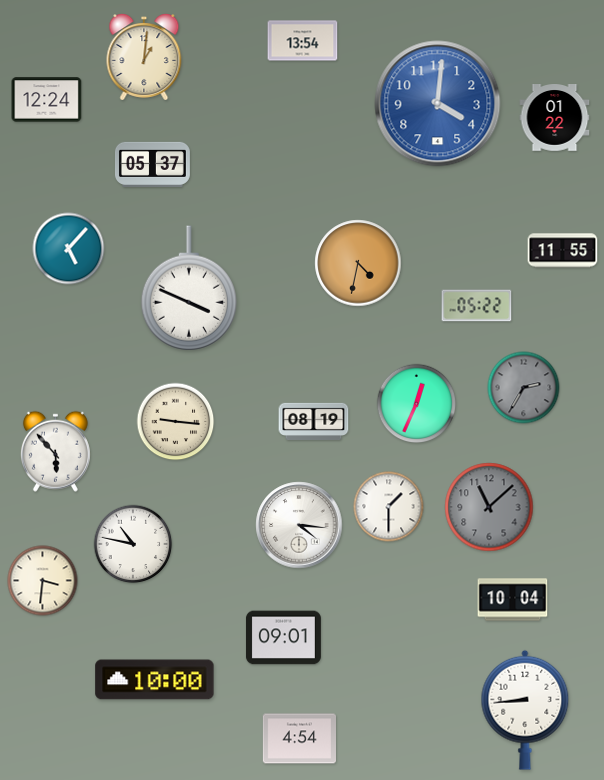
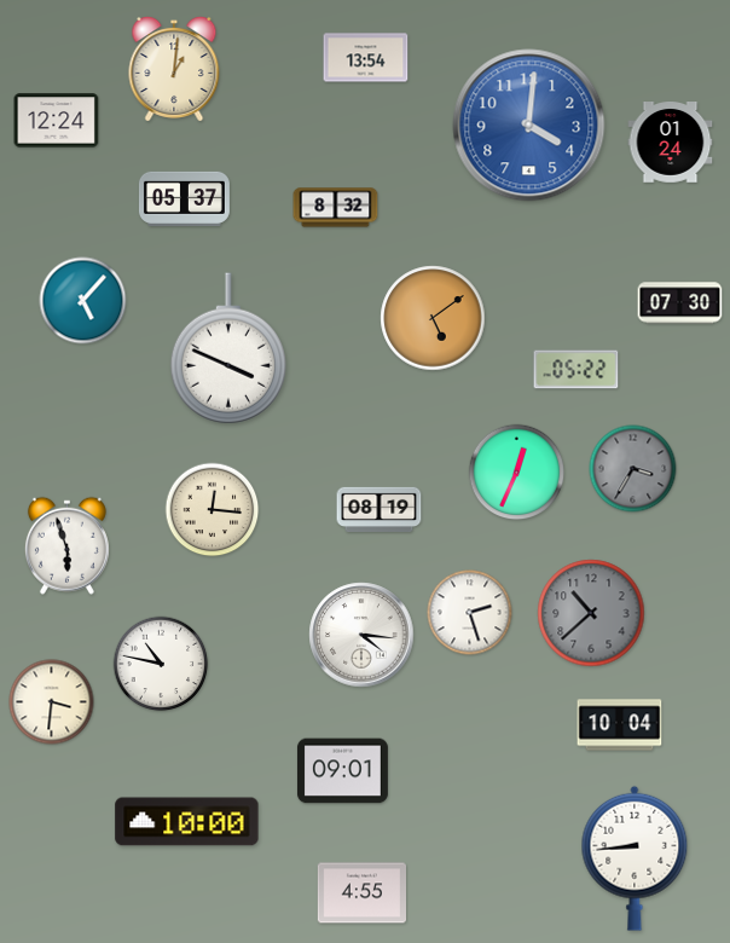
clock at (303, 41) position: (303, 41) -> (366, 58)
clock at (555, 118): 01:22 -> 01:24
clock at (336, 208): none -> 8:32
clock at (563, 251): 11:55 -> 07:30
clock at (358, 263): 4:32 -> 5:09
clock at (524, 388): 2:35 -> 3:35
clock at (417, 404) position: (417, 404) -> (517, 473)
clock at (176, 422): 9:16 -> 12:16
clock at (55, 451): 5:53 -> 5:57
clock at (389, 507): 1:30 -> 2:27
clock at (489, 507): 11:08 -> 10:38
clock at (133, 544) position: (133, 544) -> (161, 664)
clock at (299, 739): 4:54 -> 4:55
